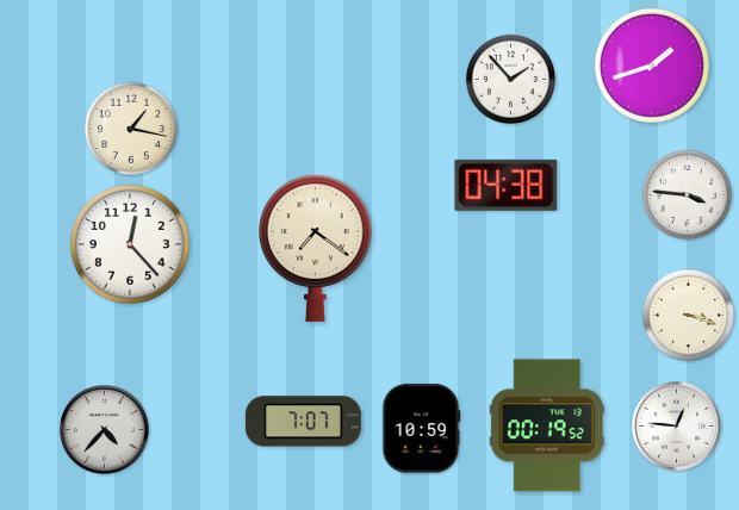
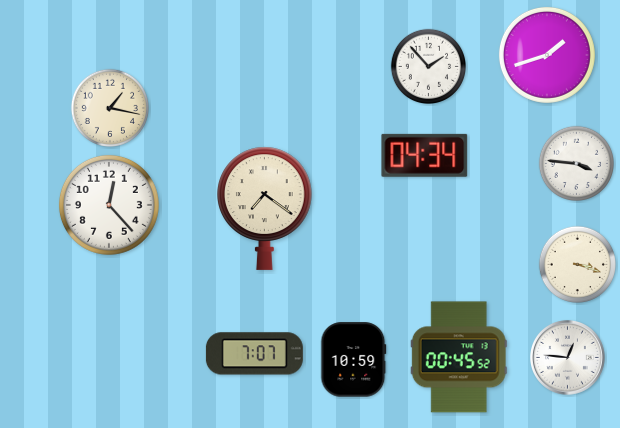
clock at (507, 185): 04:38 -> 04:34
clock at (547, 425): 00:19 -> 00:45
clock at (105, 430): 4:37 -> none
